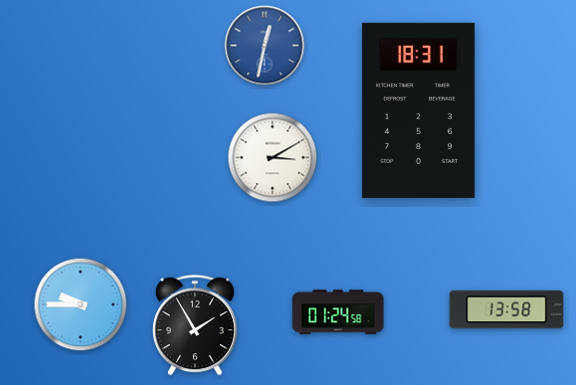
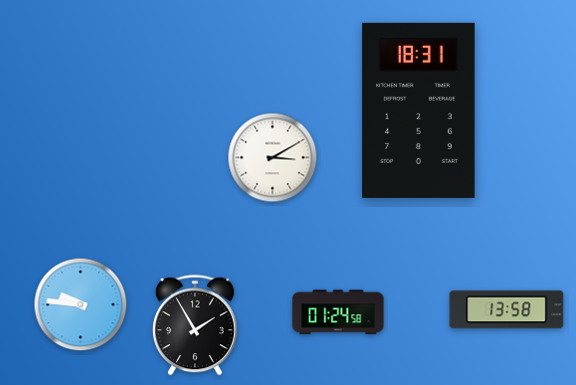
clock at (265, 46): 12:32 -> none
clock at (81, 305): 9:45 -> 9:46
